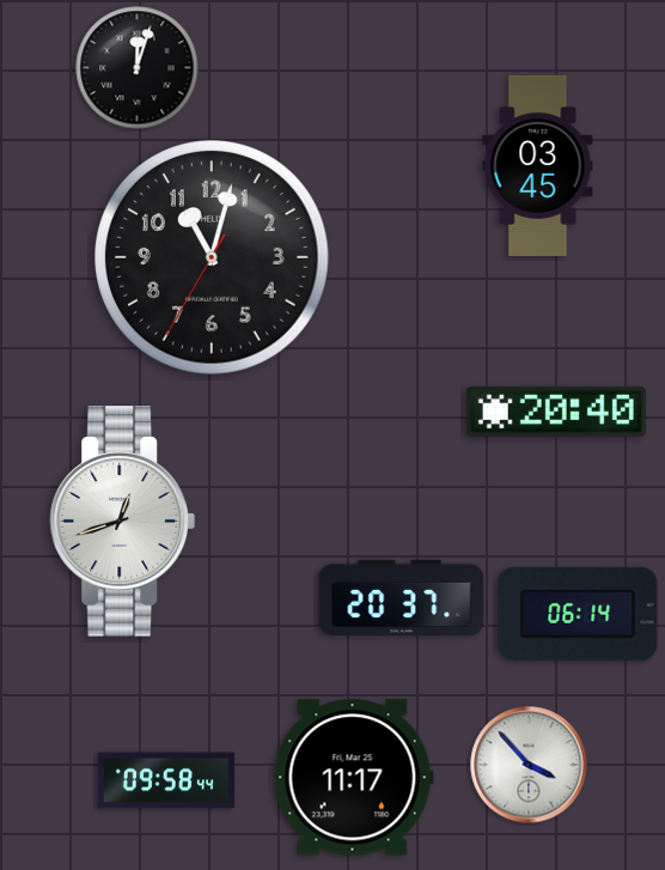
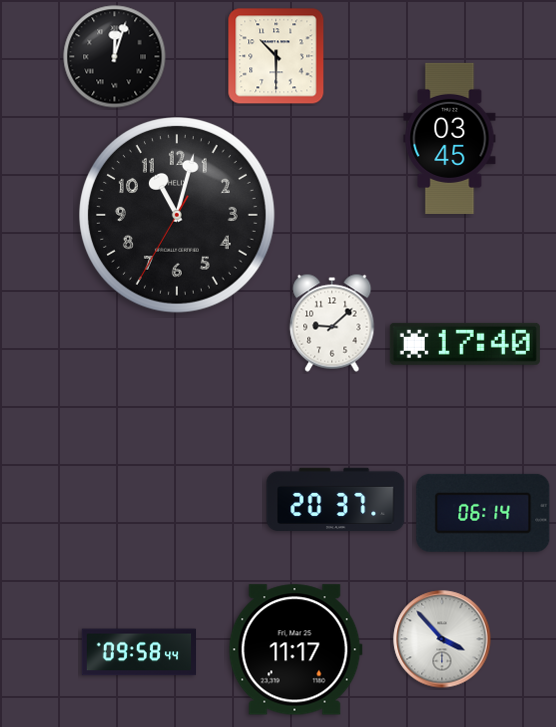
clock at (276, 56): none -> 10:30
clock at (332, 323): none -> 9:08
clock at (556, 412): 20:40 -> 17:40
clock at (123, 522): 12:42 -> none
